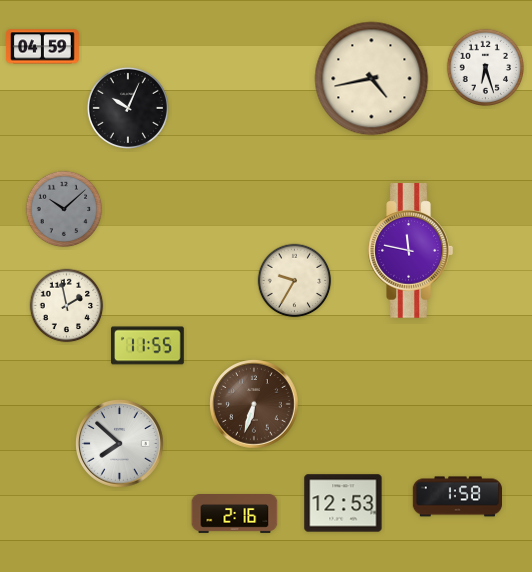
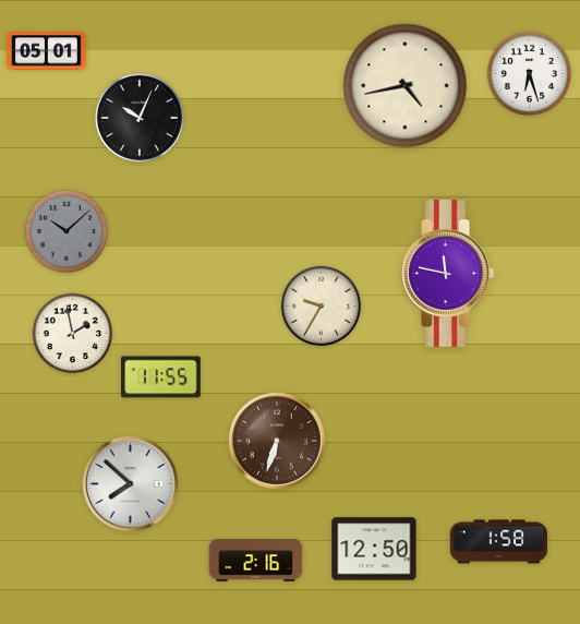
clock at (43, 47): 04:59 -> 05:01
clock at (64, 209) position: (64, 209) -> (67, 231)
clock at (343, 503): 12:53 -> 12:50
